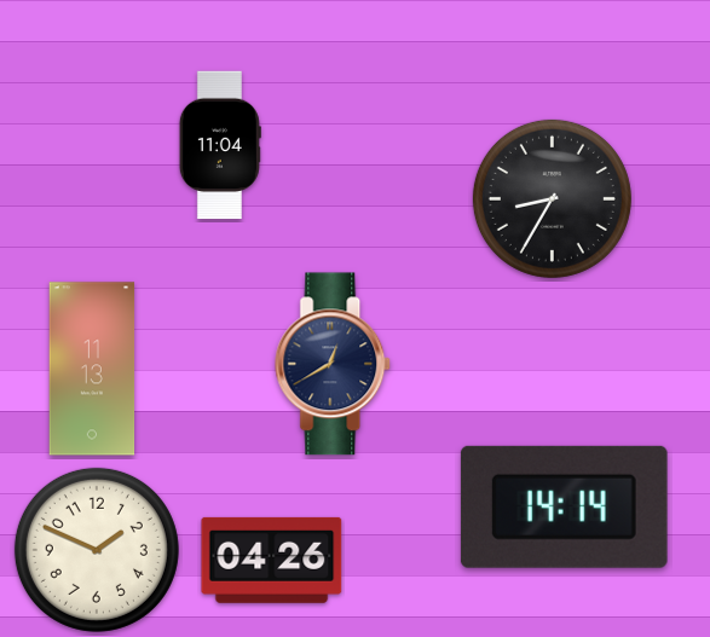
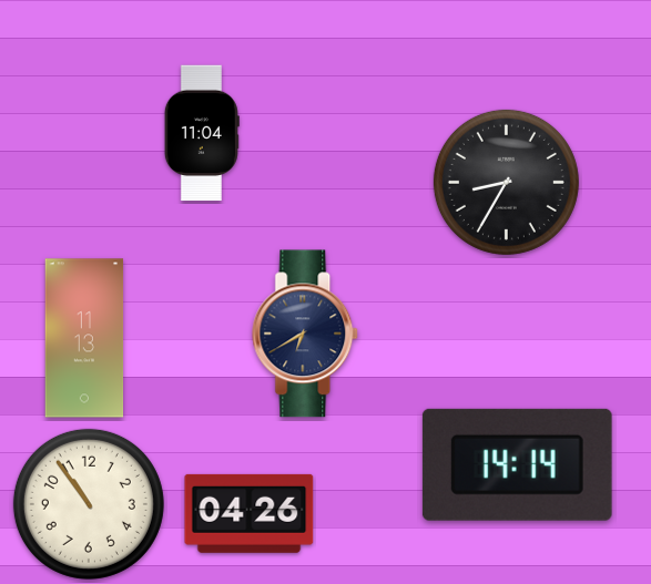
clock at (334, 364): 12:40 -> 6:40
clock at (97, 550): 1:49 -> 10:54
